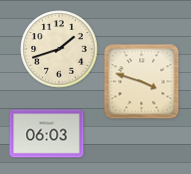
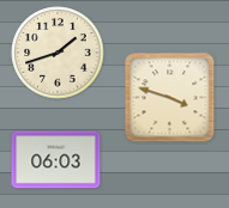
clock at (59, 49) position: (59, 49) -> (58, 53)
